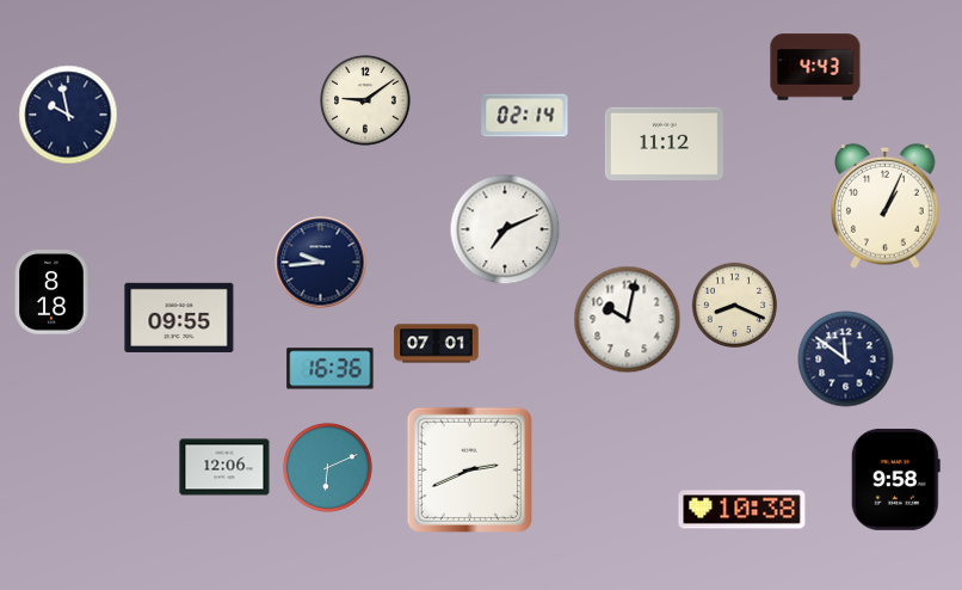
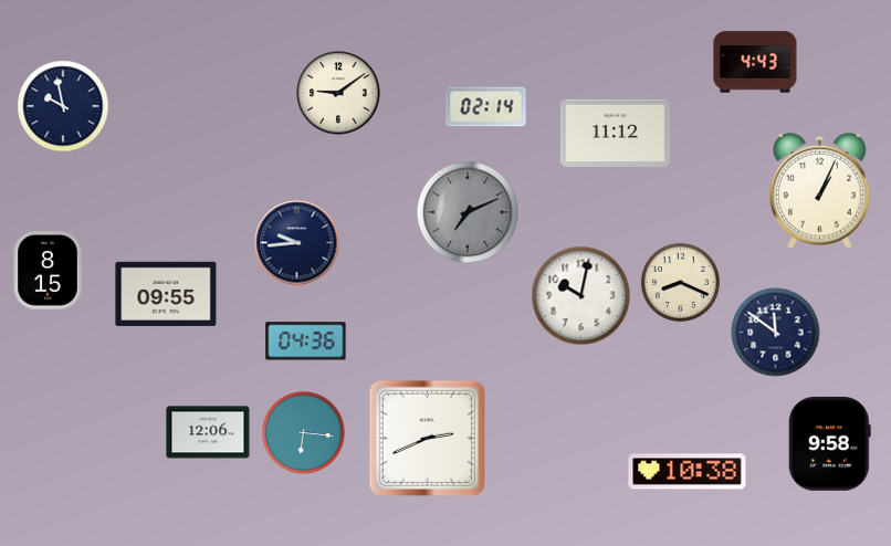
clock at (505, 229) dial: white -> grey
clock at (51, 293): 8:18 -> 8:15
clock at (437, 344): 07:01 -> none
clock at (846, 359) position: (846, 359) -> (776, 333)
clock at (331, 369): 16:36 -> 04:36
clock at (328, 468): 6:11 -> 6:16
clock at (469, 469) position: (469, 469) -> (427, 438)
